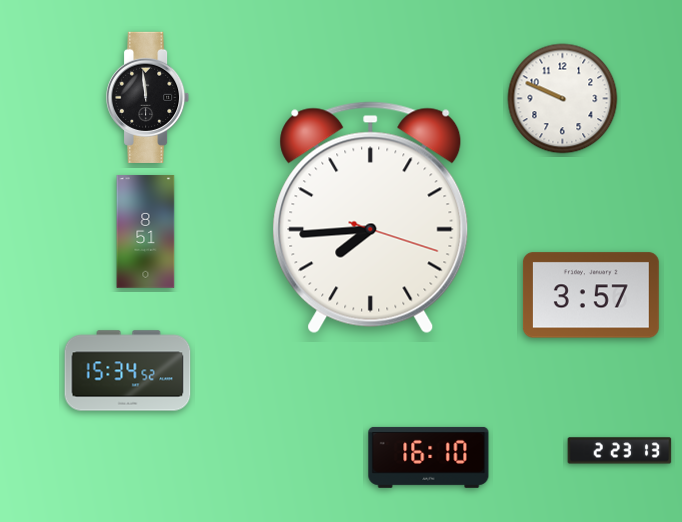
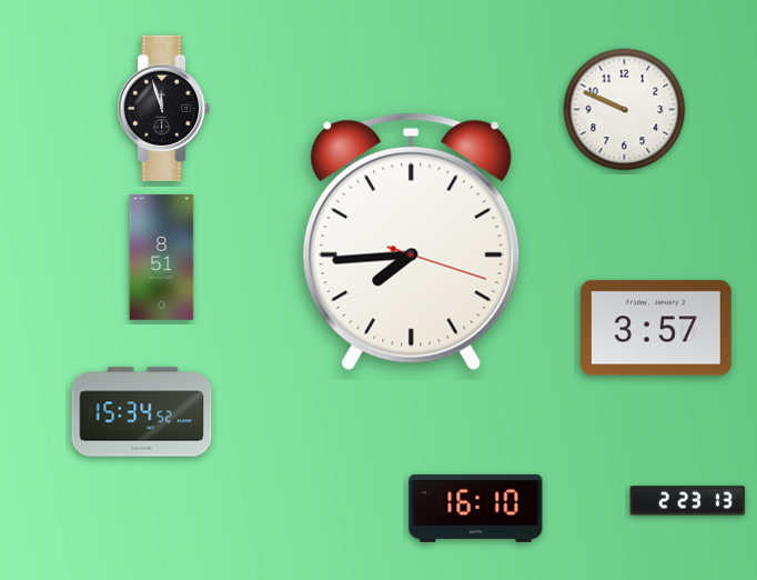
clock at (148, 97): 11:59 -> 11:57
